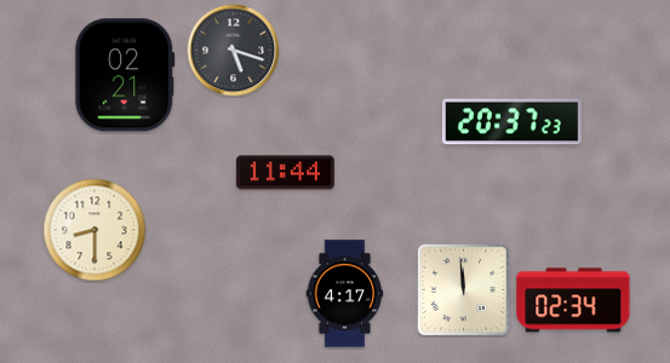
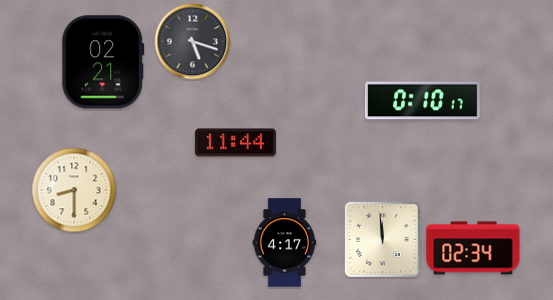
clock at (511, 122): 20:37 -> 0:10
clock at (95, 230) position: (95, 230) -> (74, 190)
